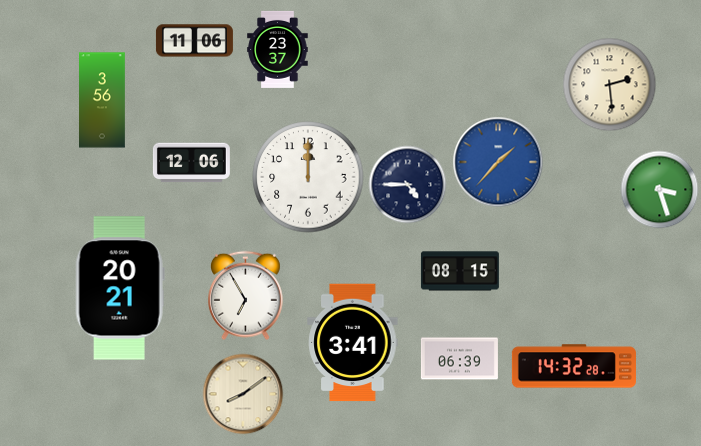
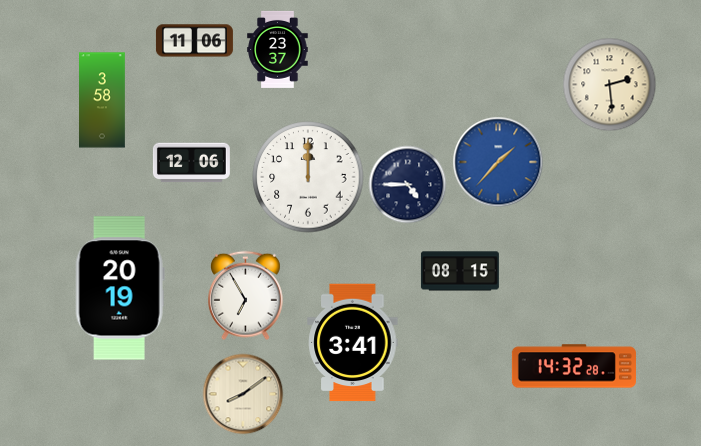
clock at (103, 100): 3:56 -> 3:58
clock at (659, 189): 3:27 -> none
clock at (120, 288): 20:21 -> 20:19
clock at (459, 359): 06:39 -> none
